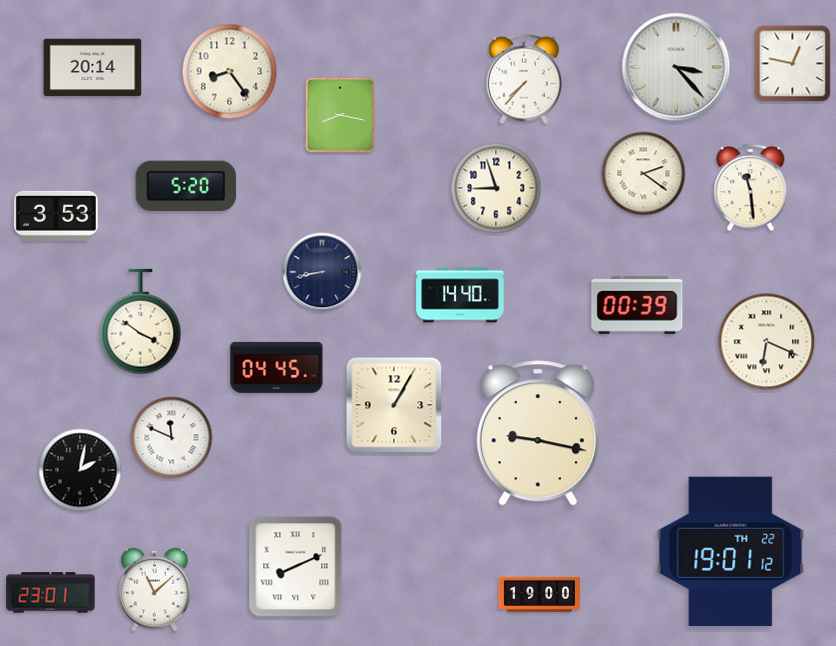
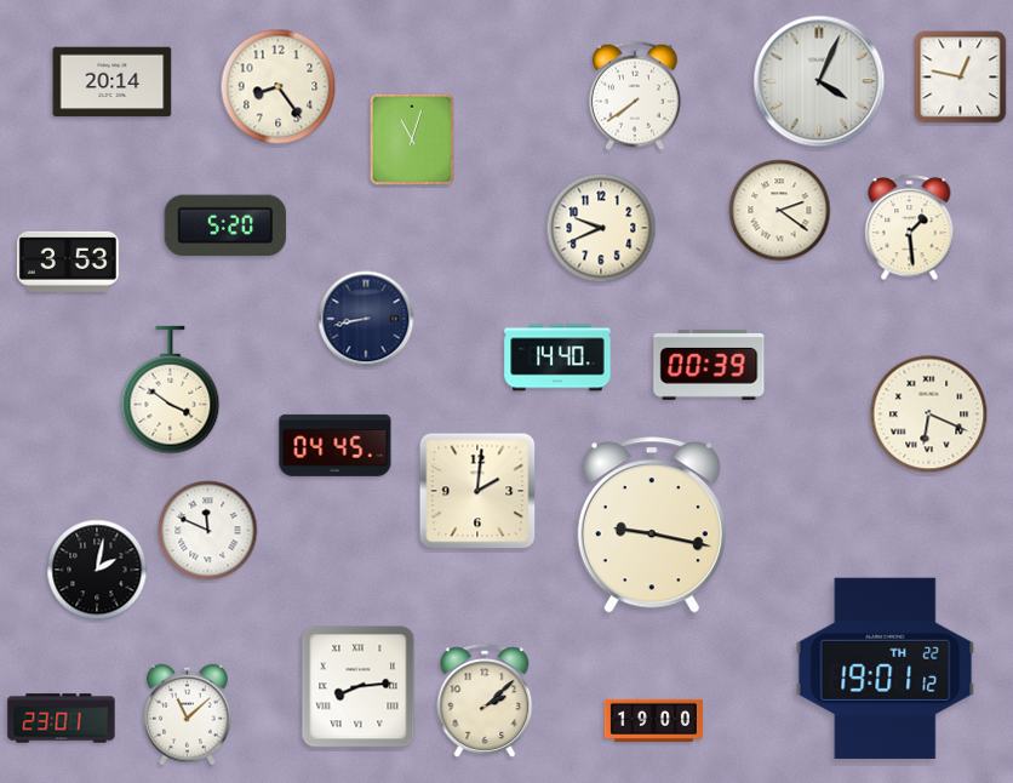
clock at (676, 67): 3:23 -> 4:04
clock at (524, 79): 7:37 -> 7:39
clock at (340, 115): 8:17 -> 11:03
clock at (496, 188): 8:57 -> 9:41
clock at (751, 188): 11:29 -> 1:29
clock at (322, 272) position: (322, 272) -> (366, 319)
clock at (637, 305) position: (637, 305) -> (709, 365)
clock at (394, 405): 1:05 -> 2:01
clock at (296, 567): 8:11 -> 8:14
clock at (485, 701): none -> 2:08
